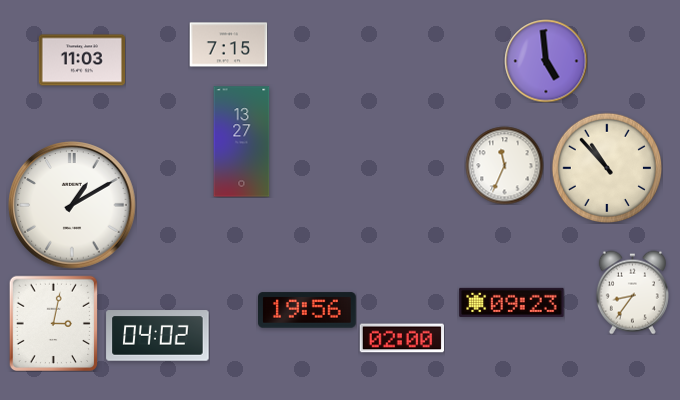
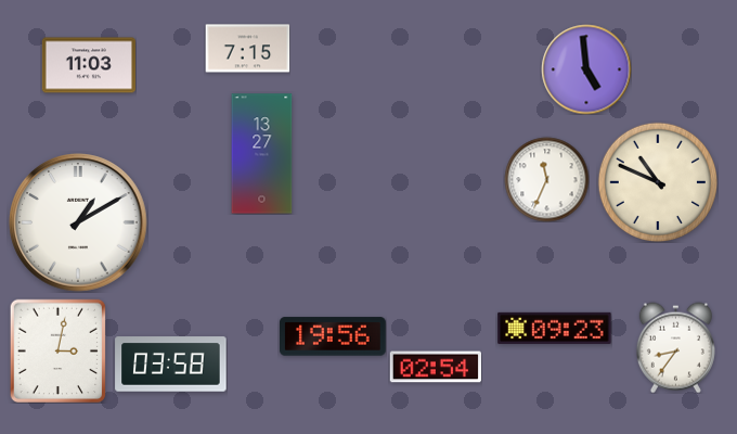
clock at (546, 61) position: (546, 61) -> (586, 69)
clock at (607, 168): 10:53 -> 10:49
clock at (632, 292) position: (632, 292) -> (675, 347)
clock at (158, 336): 04:02 -> 03:58
clock at (401, 338): 02:00 -> 02:54
